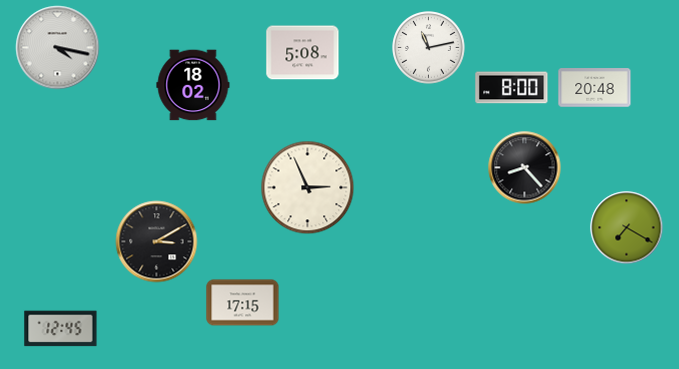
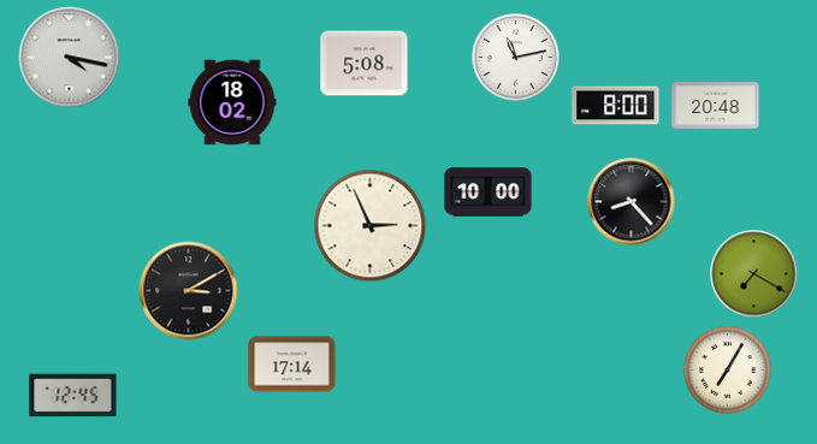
clock at (489, 193): none -> 10:00
clock at (243, 303): 17:15 -> 17:14
clock at (728, 371): none -> 7:05
